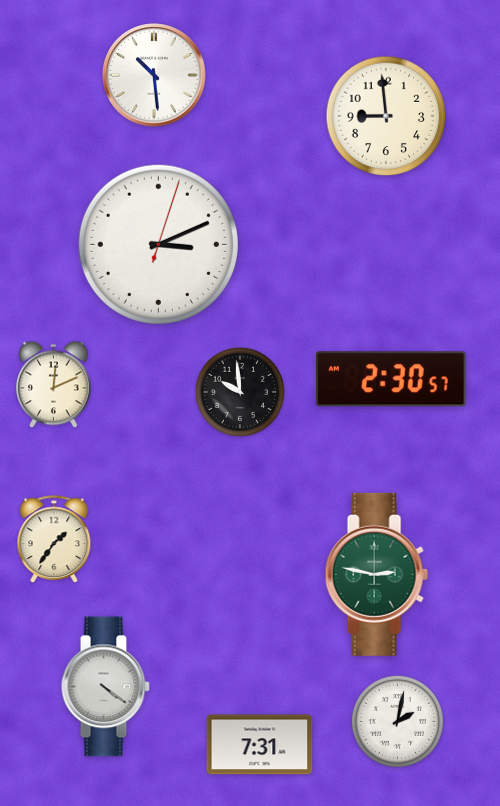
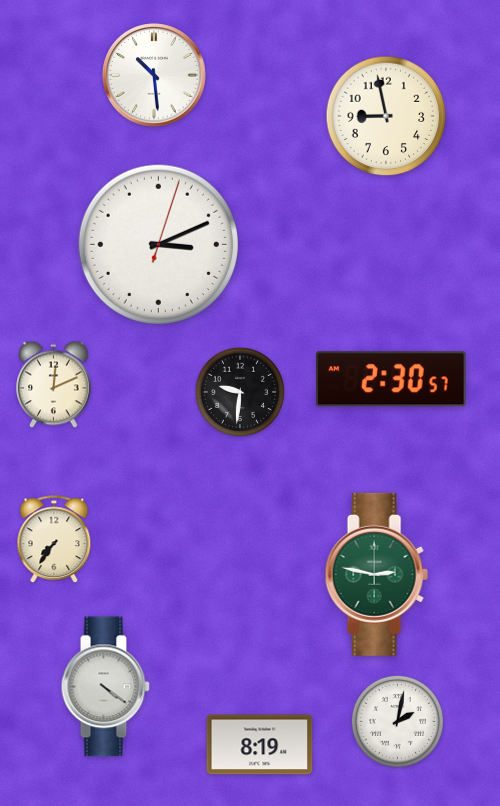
clock at (386, 116): 8:59 -> 8:58
clock at (240, 392): 9:59 -> 9:31
clock at (54, 540): 1:36 -> 7:36
clock at (260, 745): 7:31 -> 8:19
